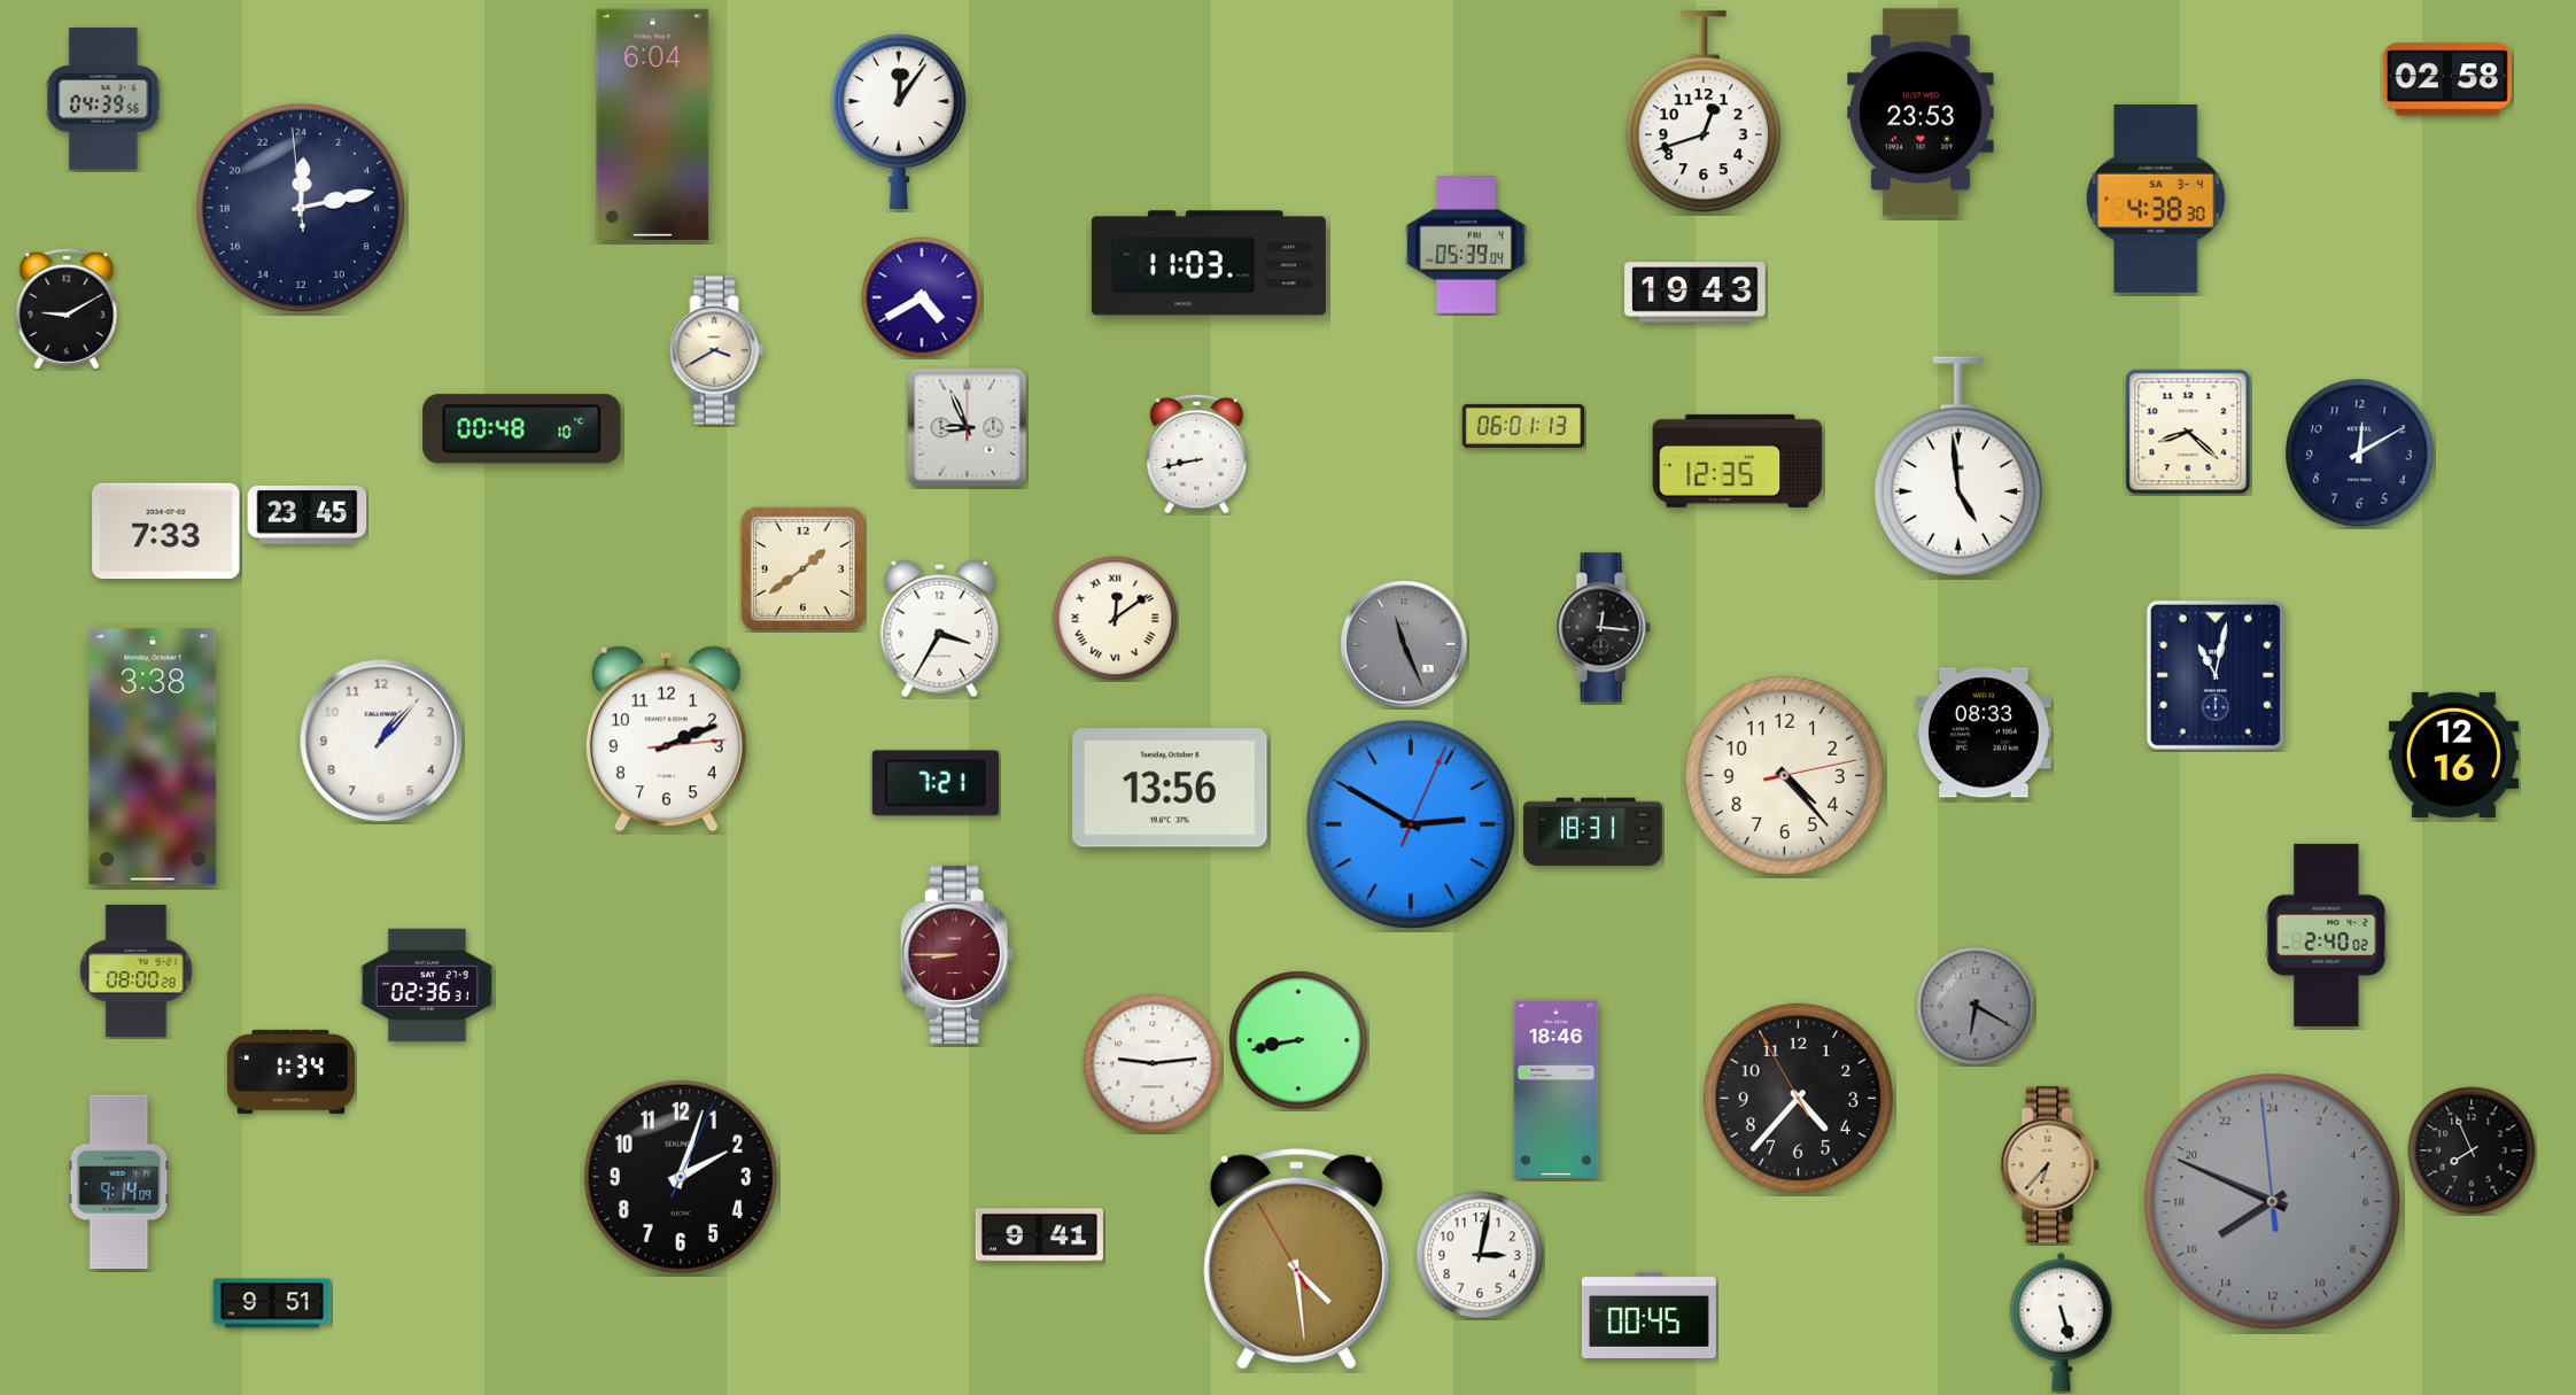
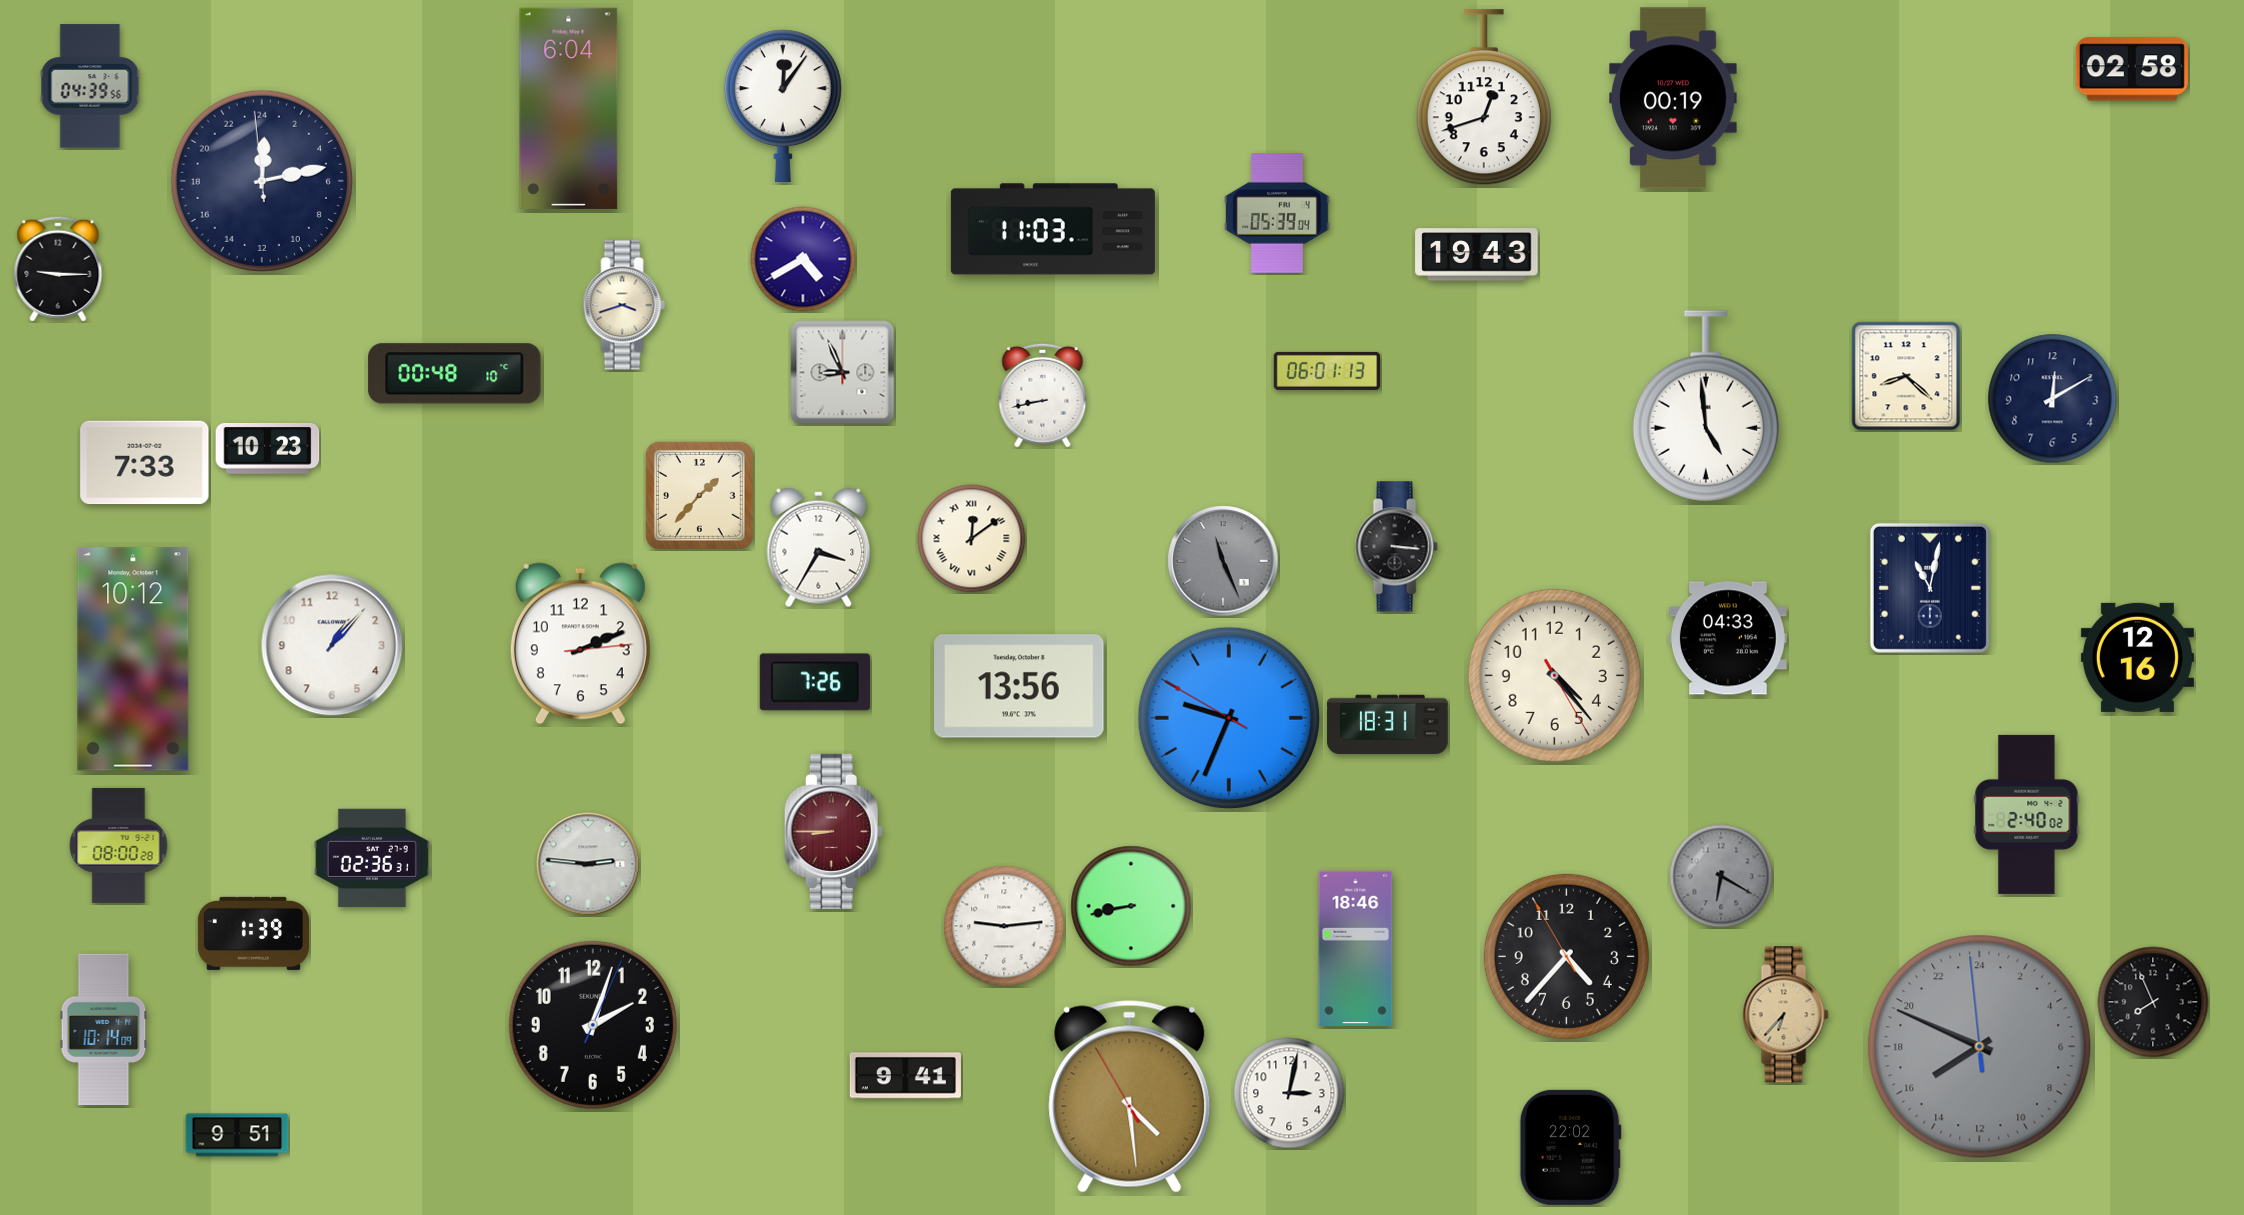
clock at (1921, 113): 23:53 -> 00:19
clock at (2156, 199): 4:38 -> none
clock at (67, 309): 9:10 -> 9:15
clock at (716, 350): 3:40 -> 3:42
clock at (2360, 454) position: (2360, 454) -> (2053, 399)
clock at (1738, 460): 12:35 -> none
clock at (308, 514): 23:45 -> 10:23
clock at (802, 568): 1:39 -> 1:37
clock at (1603, 628): 12:16 -> 3:16
clock at (1984, 733): 08:33 -> 04:33
clock at (153, 757): 3:38 -> 10:12
clock at (1784, 775): 4:23:13 -> 4:23:25
clock at (936, 783): 7:21 -> 7:26
clock at (1411, 824): 2:50 -> 9:33
clock at (588, 864): none -> 2:46
clock at (290, 1071): 1:34 -> 1:39
clock at (119, 1183): 9:14 -> 10:14
clock at (1648, 1315): 00:45 -> none
clock at (1570, 1147): none -> 22:02
clock at (2062, 1322): 5:27 -> none
